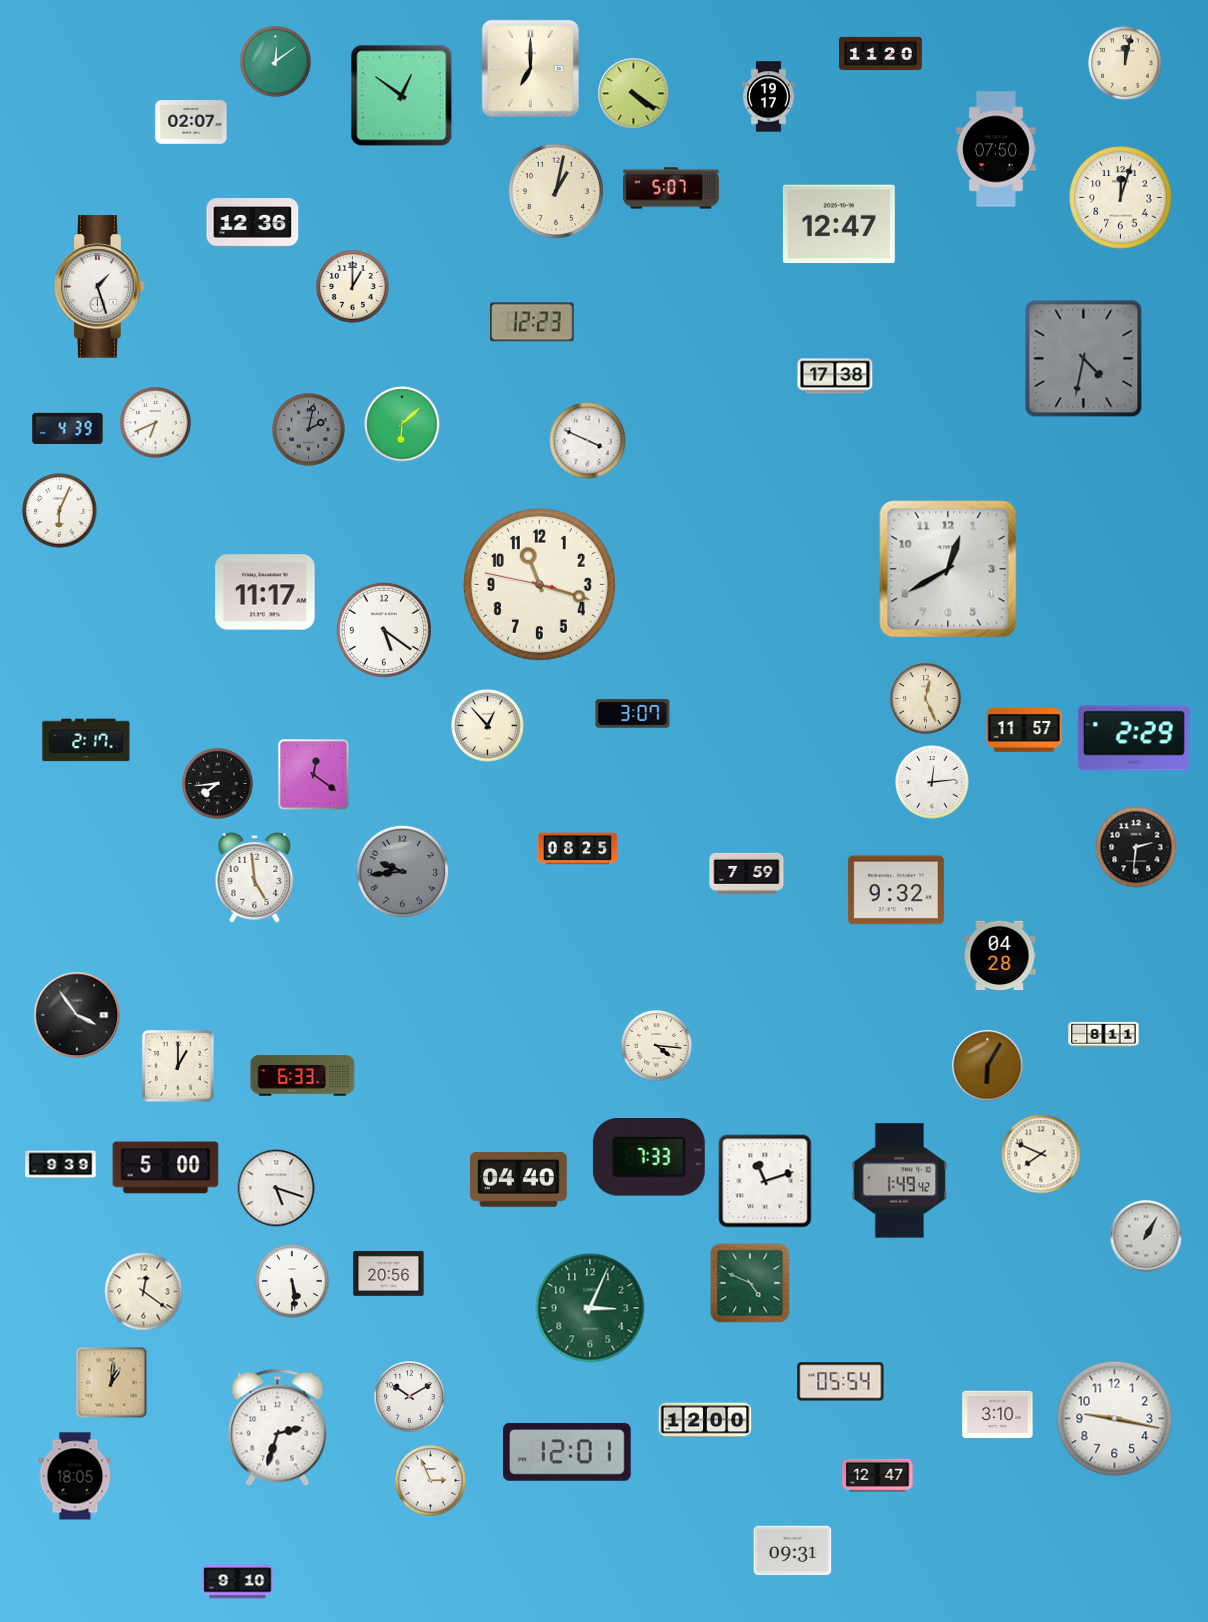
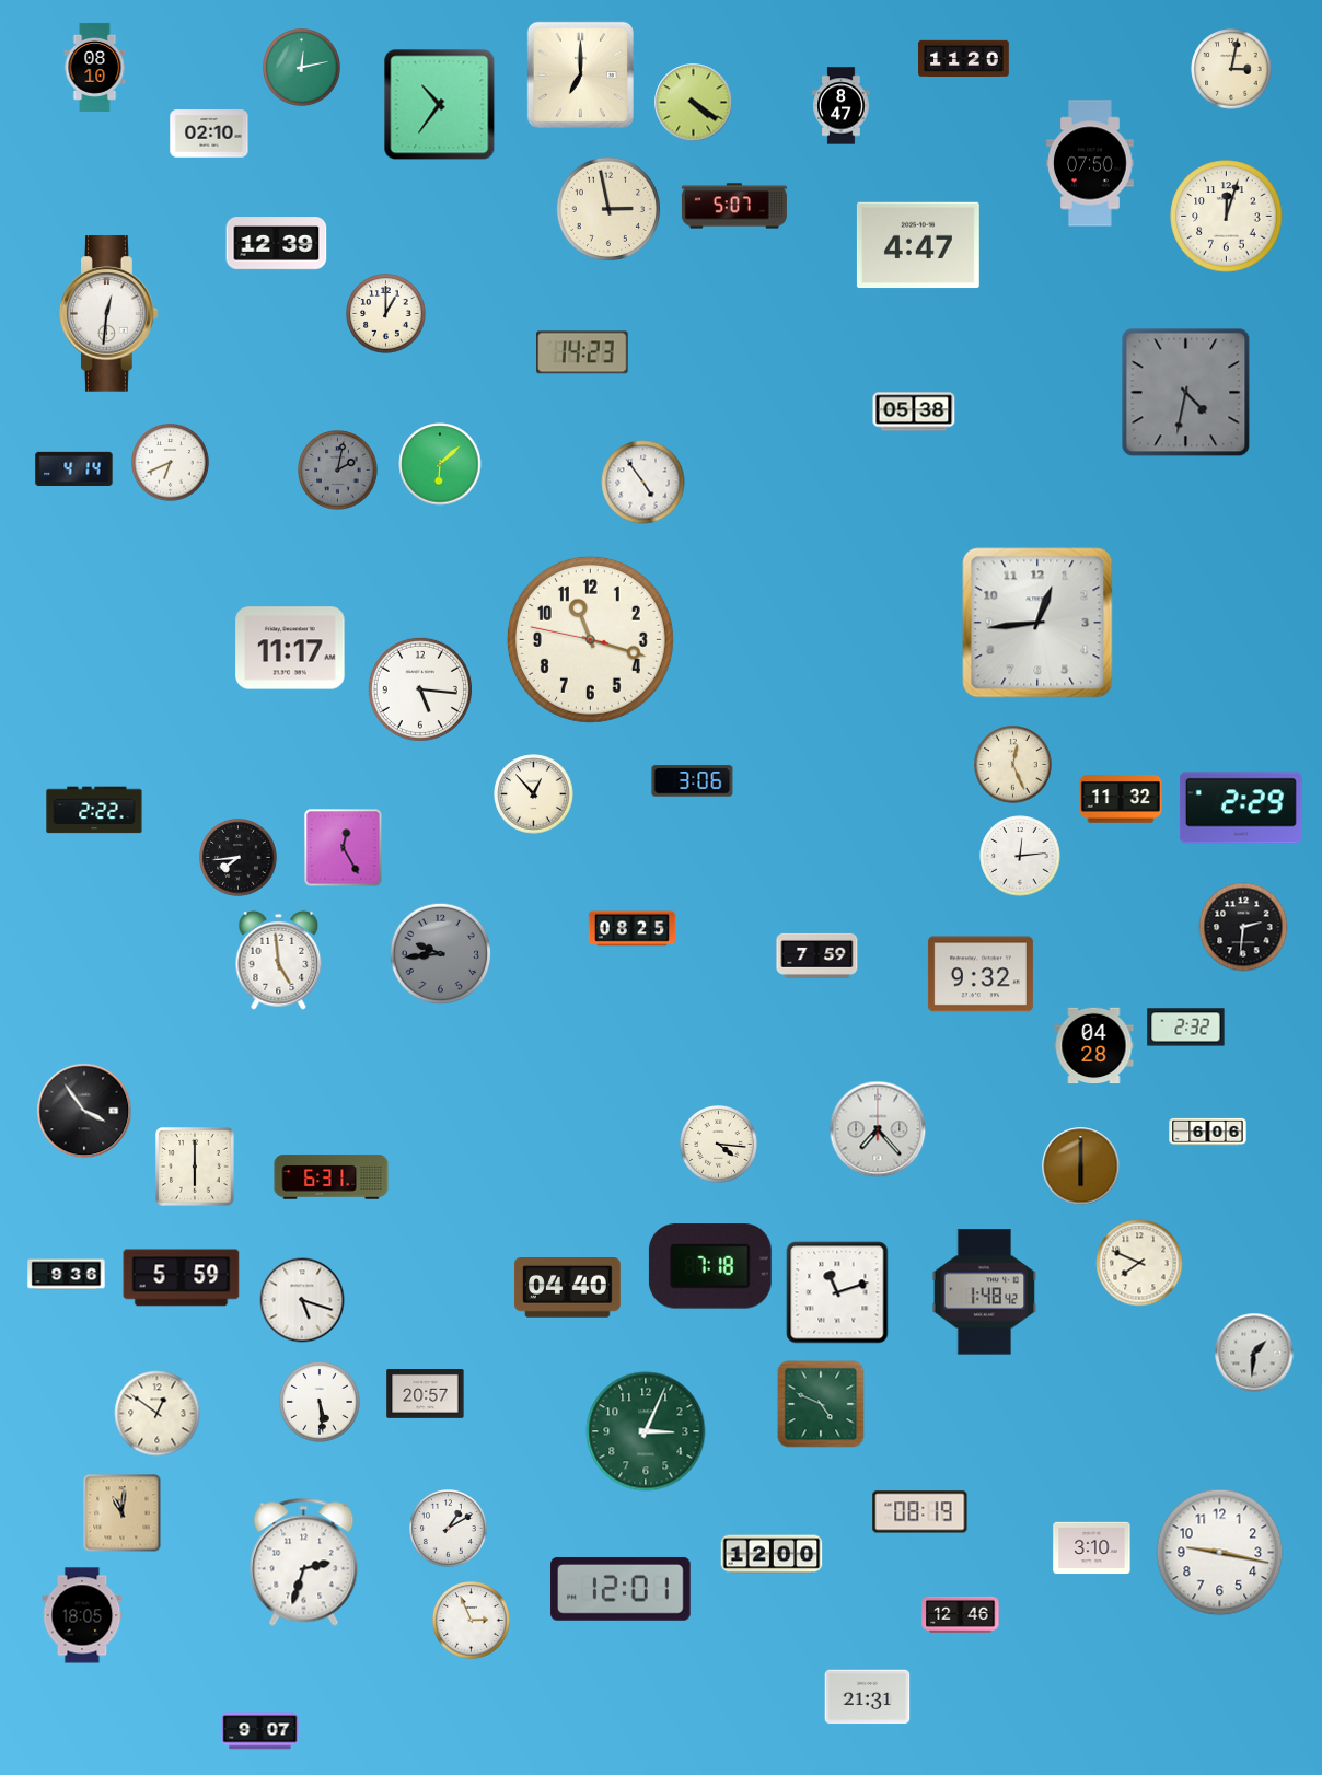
clock at (95, 67): none -> 08:10
clock at (276, 62): 12:09 -> 12:13
clock at (1125, 63): 12:02 -> 3:02
clock at (402, 96): 12:51 -> 10:36
clock at (769, 97): 19:17 -> 8:47
clock at (191, 122): 02:07 -> 02:10
clock at (556, 191): 1:02 -> 2:58
clock at (253, 223): 12:36 -> 12:39
clock at (839, 224): 12:47 -> 4:47
clock at (100, 287): 1:27 -> 12:31
clock at (532, 322): 12:23 -> 14:23
clock at (835, 376): 17:38 -> 05:38
clock at (68, 428): 4:39 -> 4:14
clock at (588, 441): 3:49 -> 4:54
clock at (60, 511): 6:04 -> none
clock at (948, 569): 12:40 -> 12:44
clock at (384, 630): 5:21 -> 5:16
clock at (633, 714): 3:07 -> 3:06
clock at (1024, 731): 11:57 -> 11:32
clock at (86, 740): 2:17 -> 2:22
clock at (314, 775): 12:21 -> 12:25
clock at (1186, 1028): none -> 2:32
clock at (878, 1129): none -> 7:23
clock at (1104, 1034): 8:11 -> 6:06
clock at (178, 1066): 1:00 -> 6:00
clock at (988, 1066): 6:05 -> 6:00
clock at (303, 1076): 6:33 -> 6:31
clock at (649, 1157): 7:33 -> 7:18
clock at (61, 1165): 9:39 -> 9:36
clock at (166, 1168): 5:00 -> 5:59
clock at (518, 1180) position: (518, 1180) -> (567, 1288)
clock at (900, 1181): 1:49 -> 1:48
clock at (1146, 1236): 1:05 -> 1:31
clock at (389, 1274): 20:56 -> 20:57
clock at (144, 1292): 12:21 -> 12:51
clock at (841, 1382): 05:54 -> 08:19
clock at (112, 1383): 1:01 -> 11:01
clock at (410, 1397): 10:10 -> 1:10
clock at (878, 1475): 12:47 -> 12:46
clock at (793, 1551): 09:31 -> 21:31
clock at (238, 1582): 9:10 -> 9:07
